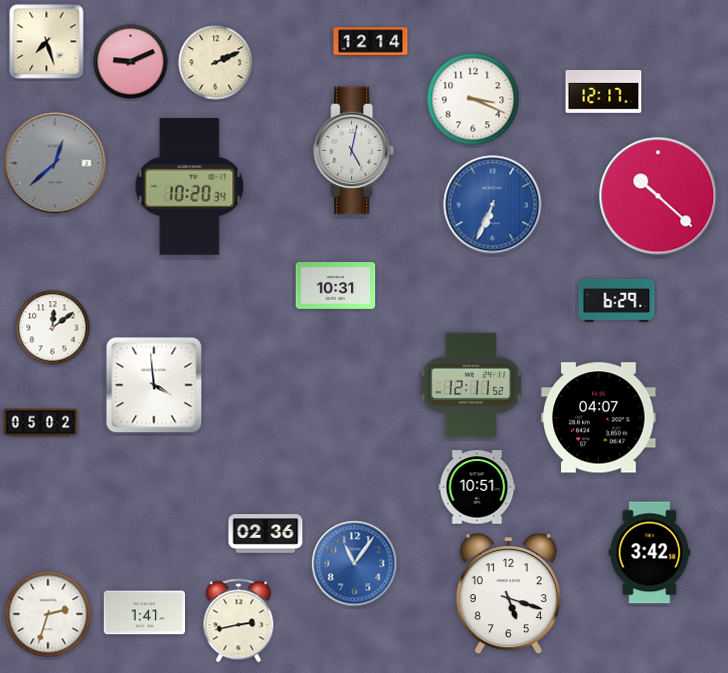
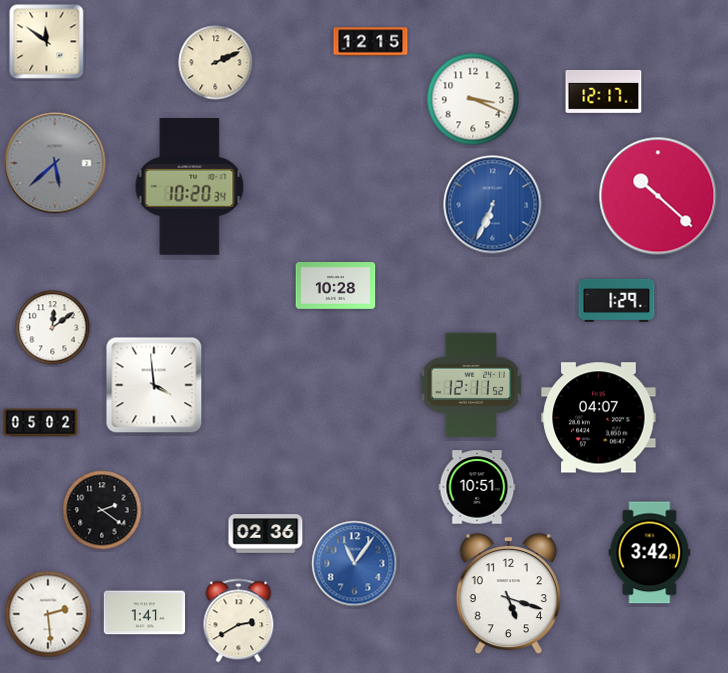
clock at (47, 42): 7:27 -> 11:51
clock at (371, 42): 12:14 -> 12:15
clock at (131, 62): 9:11 -> none
clock at (355, 151): 5:02 -> none
clock at (55, 163): 12:38 -> 5:38
clock at (336, 286): 10:31 -> 10:28
clock at (617, 300): 6:29 -> 1:29
clock at (102, 510): none -> 2:21
clock at (48, 614): 2:33 -> 2:29
clock at (239, 621): 2:43 -> 2:40
